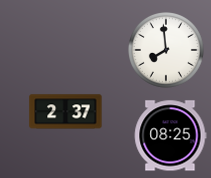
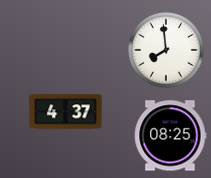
clock at (66, 112): 2:37 -> 4:37
